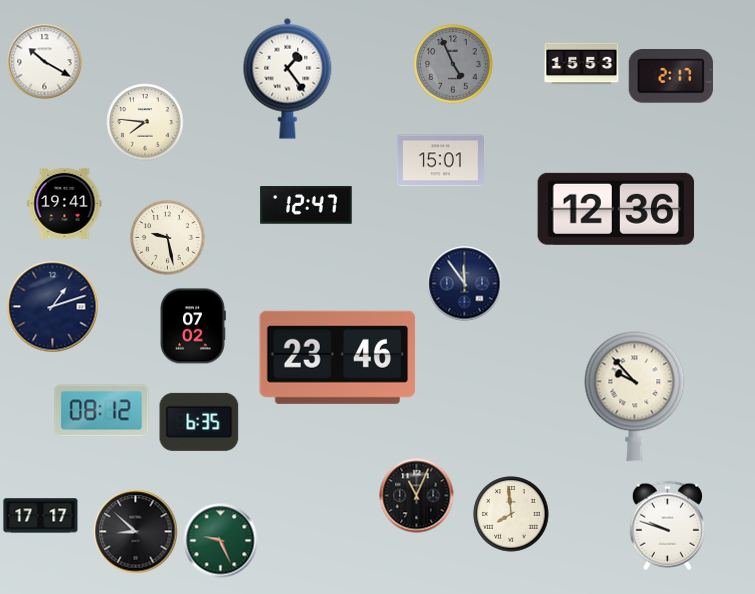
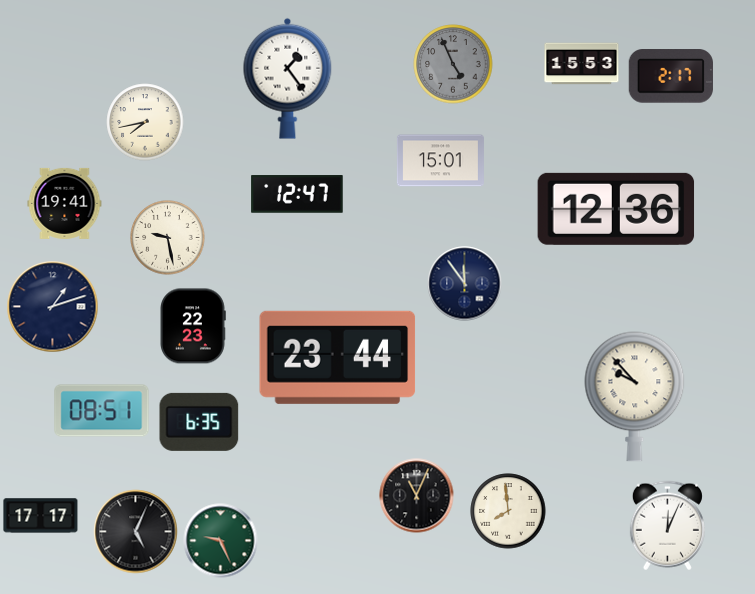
clock at (45, 62): 10:20 -> none
clock at (145, 122): 7:46 -> 7:43
clock at (306, 205) position: (306, 205) -> (297, 194)
clock at (193, 326): 07:02 -> 22:23
clock at (338, 357): 23:46 -> 23:44
clock at (102, 411): 08:12 -> 08:51
clock at (511, 514) position: (511, 514) -> (508, 511)
clock at (667, 526): 9:48 -> 12:04
clock at (136, 532): 8:52 -> 5:04
